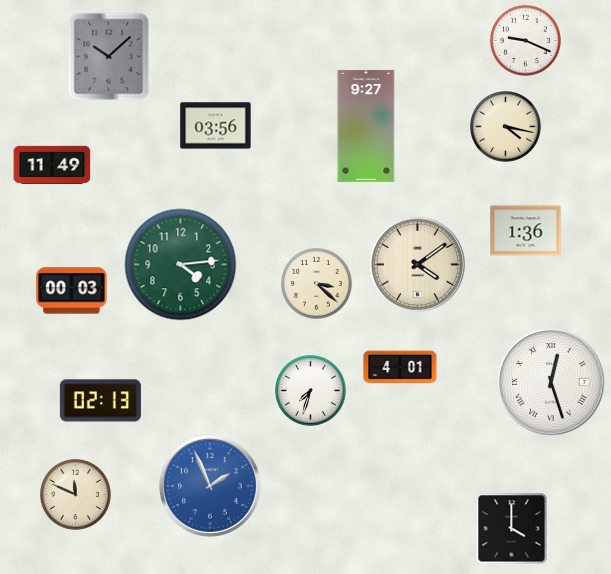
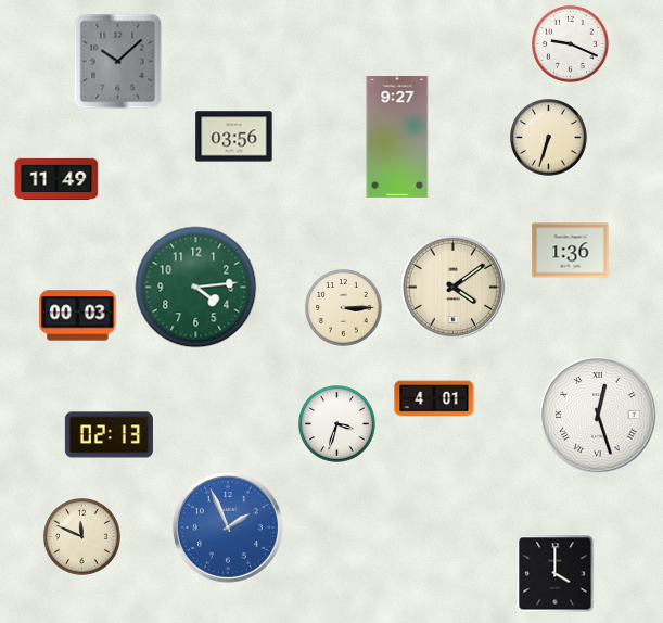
clock at (506, 127): 4:17 -> 6:33
clock at (317, 284): 3:22 -> 3:15
clock at (311, 391): 7:33 -> 3:33
